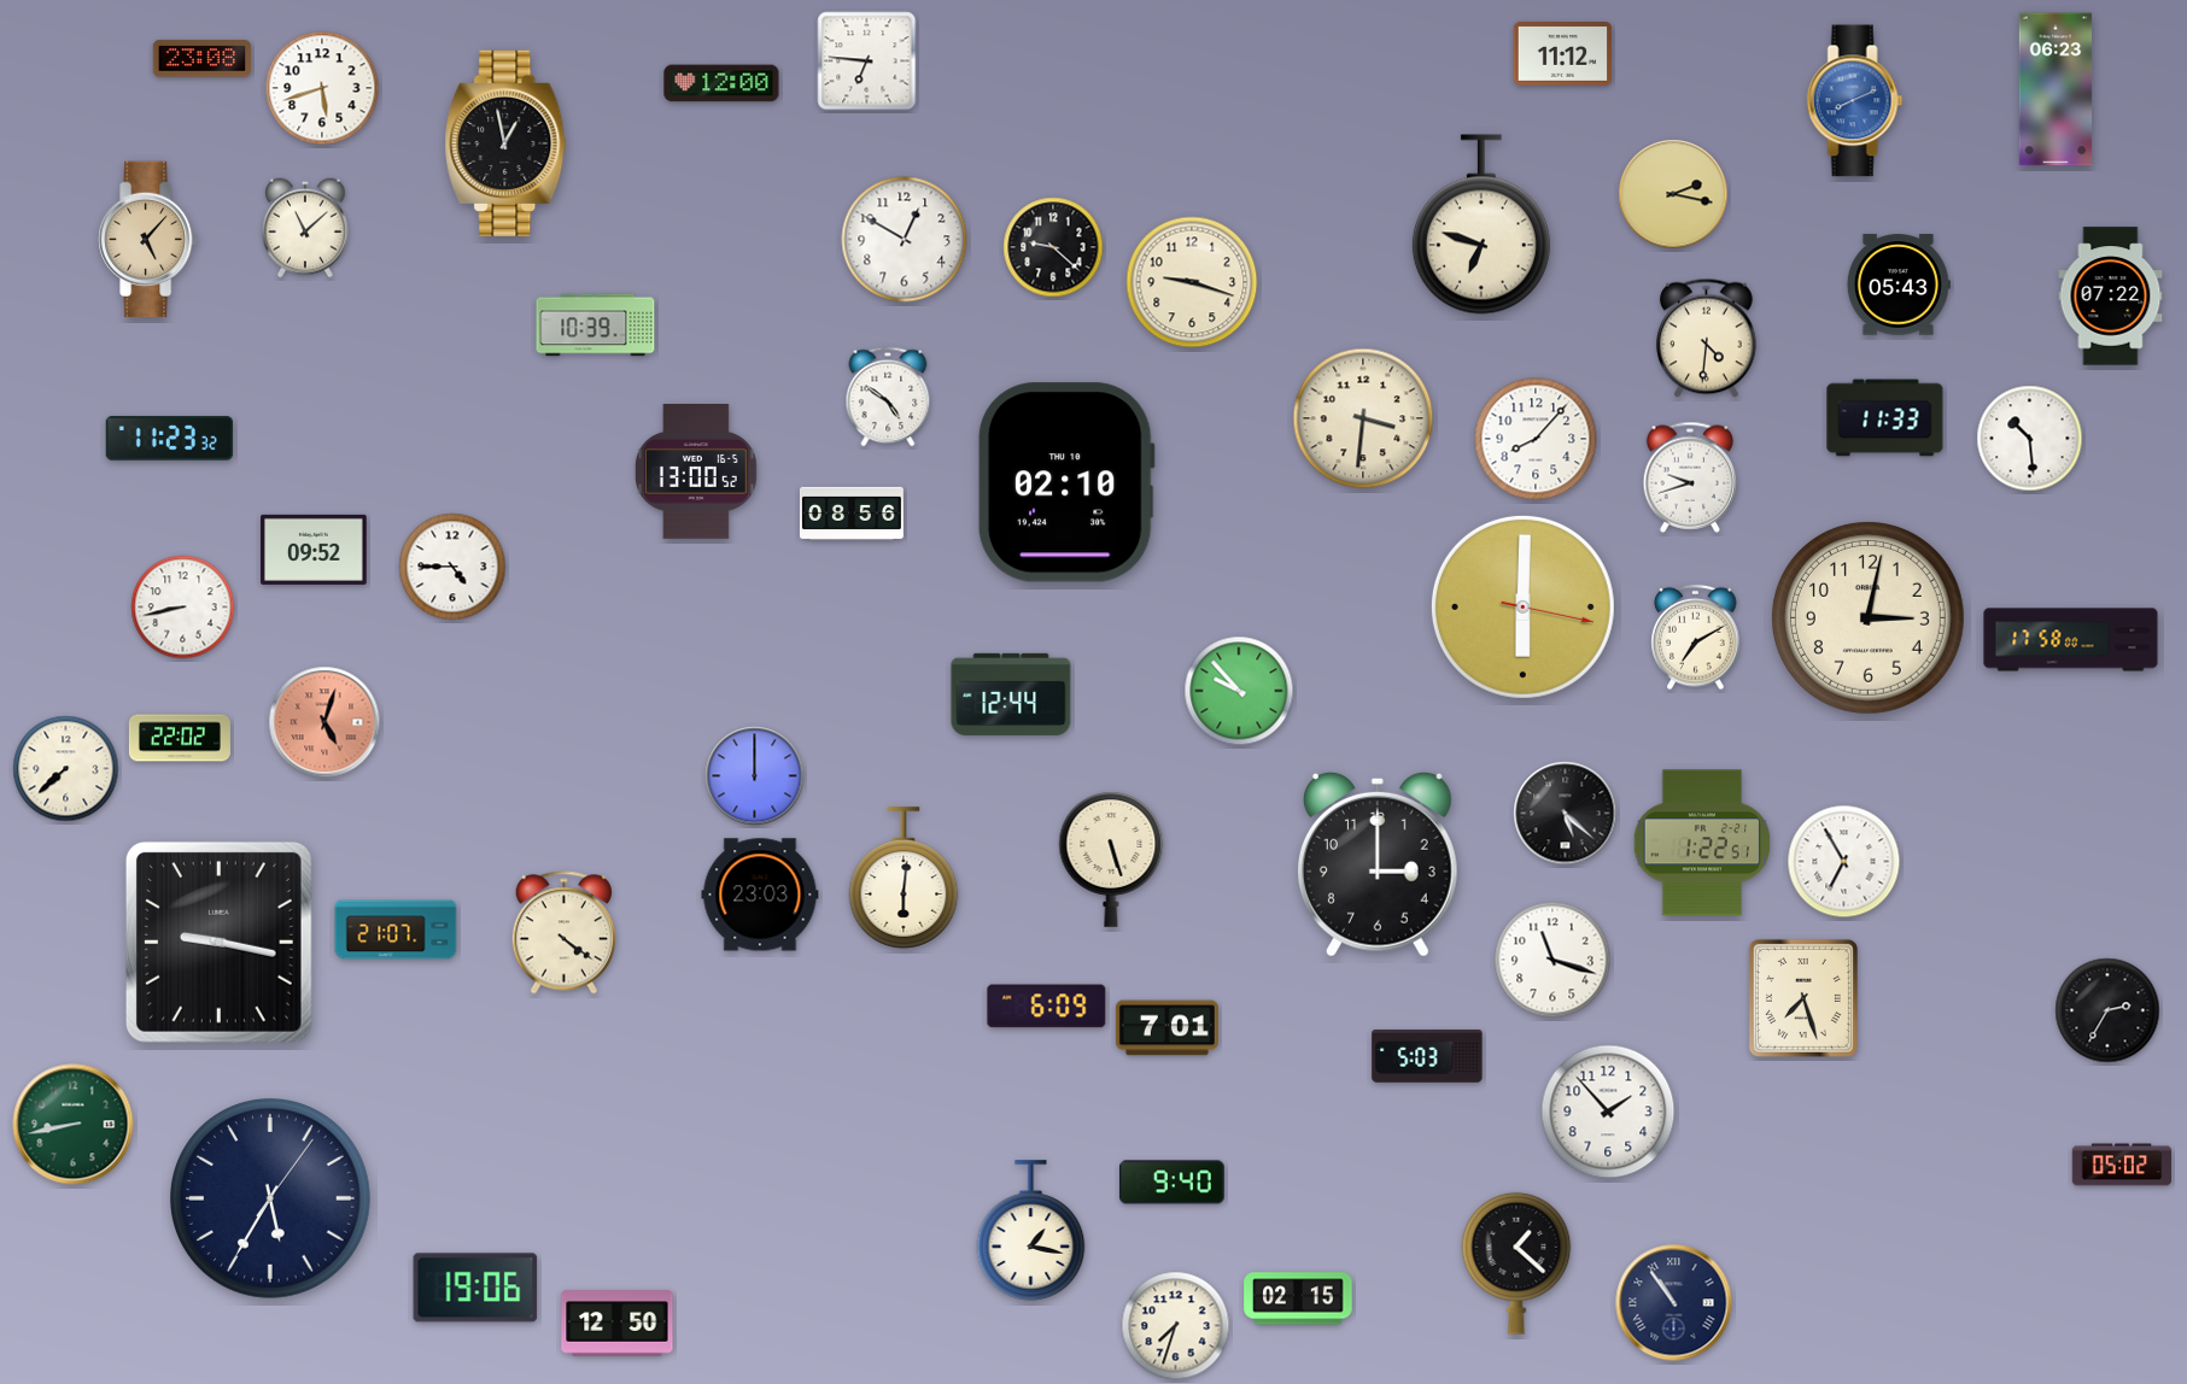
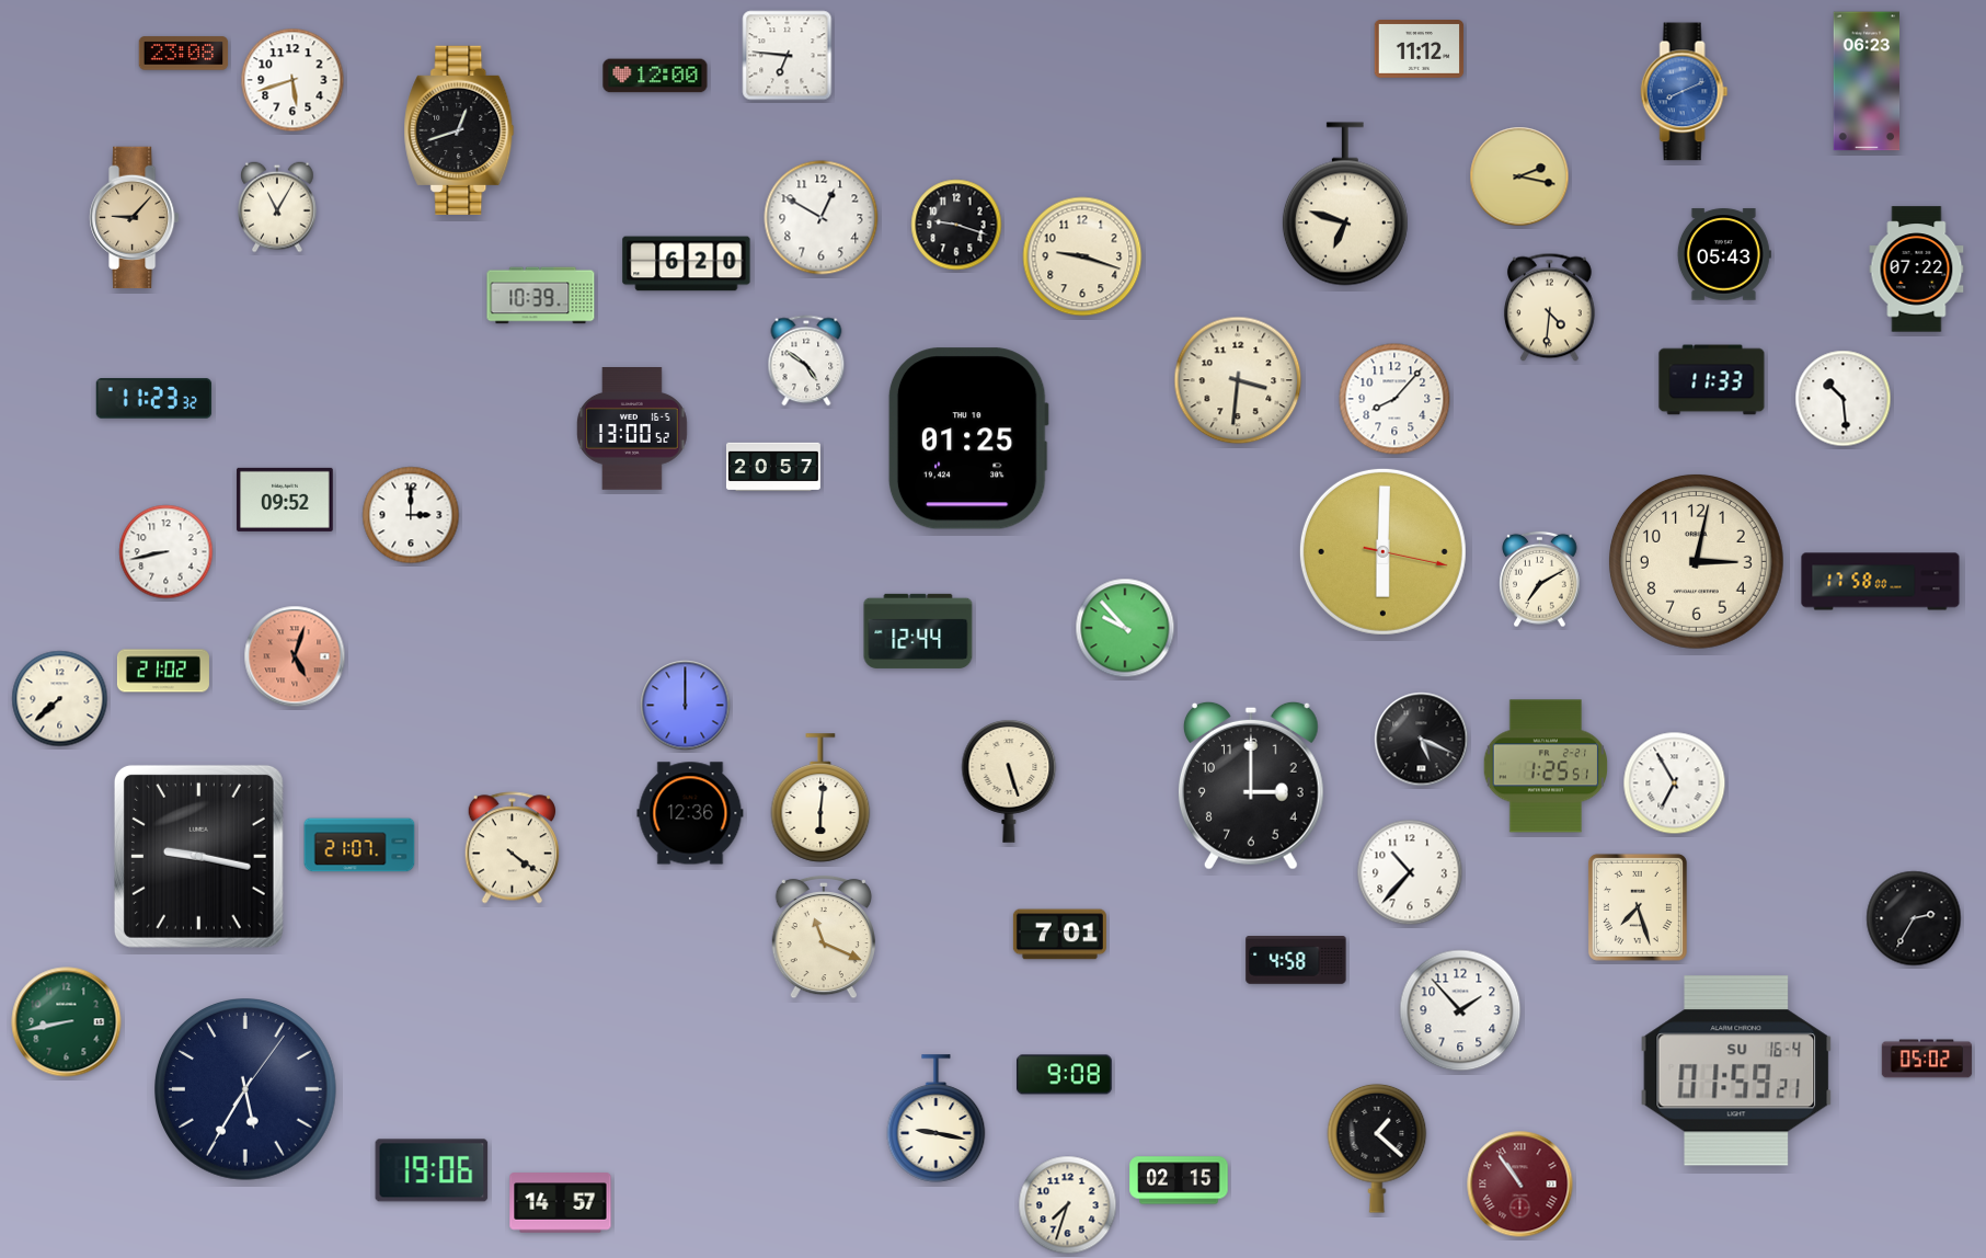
clock at (505, 143): 12:58 -> 12:42
clock at (305, 228): 11:08 -> 11:05
clock at (148, 240): 5:07 -> 9:07
clock at (1053, 247): 9:22 -> 9:18
clock at (1899, 285) position: (1899, 285) -> (1724, 254)
clock at (687, 264): none -> 6:20
clock at (1690, 477): 9:42 -> none
clock at (1066, 482): 02:10 -> 01:25
clock at (852, 514): 08:56 -> 20:57
clock at (452, 567): 4:45 -> 3:00
clock at (180, 738): 22:02 -> 21:02
clock at (1566, 814): 5:22 -> 5:19
clock at (1701, 843): 1:22 -> 1:25
clock at (760, 895): 23:03 -> 12:36
clock at (1552, 960): 11:18 -> 10:37
clock at (1047, 1007): 6:09 -> none
clock at (824, 937): none -> 11:19
clock at (1427, 1057): 5:03 -> 4:58
clock at (1736, 1071): none -> 01:59
clock at (1173, 1183): 9:40 -> 9:08
clock at (1031, 1231): 1:17 -> 9:17
clock at (1674, 1303) dial: navy -> burgundy
clock at (618, 1324): 12:50 -> 14:57
